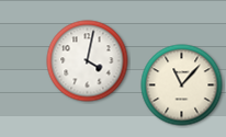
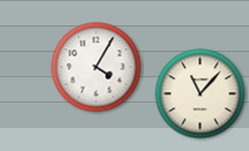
clock at (88, 61): 4:02 -> 4:05
